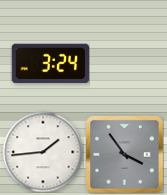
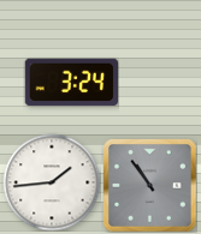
clock at (50, 64) position: (50, 64) -> (71, 83)
clock at (124, 154): 3:54 -> 10:54
